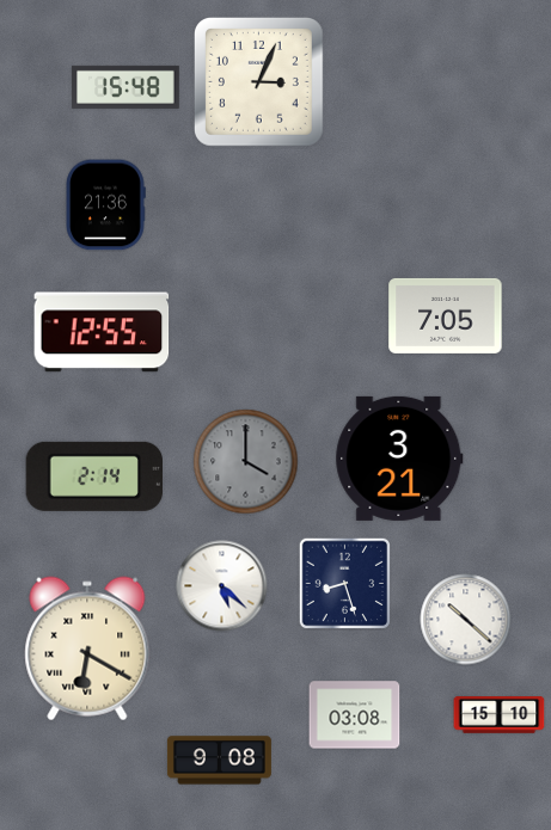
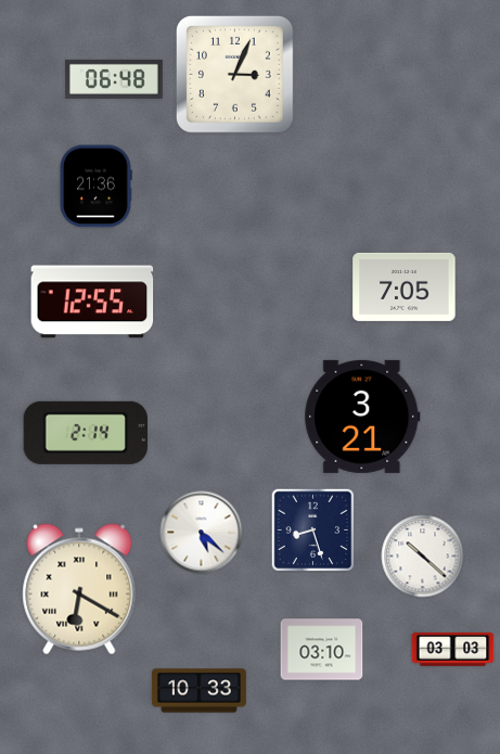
clock at (125, 87): 15:48 -> 06:48
clock at (246, 462): 4:00 -> none
clock at (466, 620) position: (466, 620) -> (423, 557)
clock at (355, 715): 03:08 -> 03:10
clock at (500, 715): 15:10 -> 03:03
clock at (219, 761): 9:08 -> 10:33
